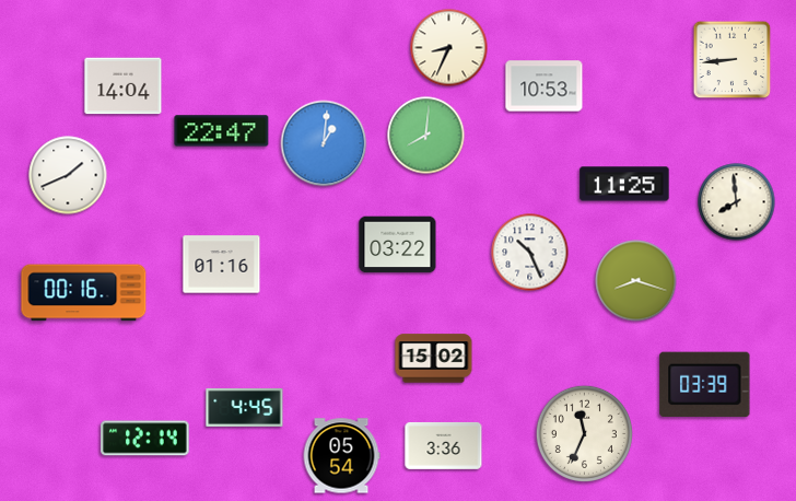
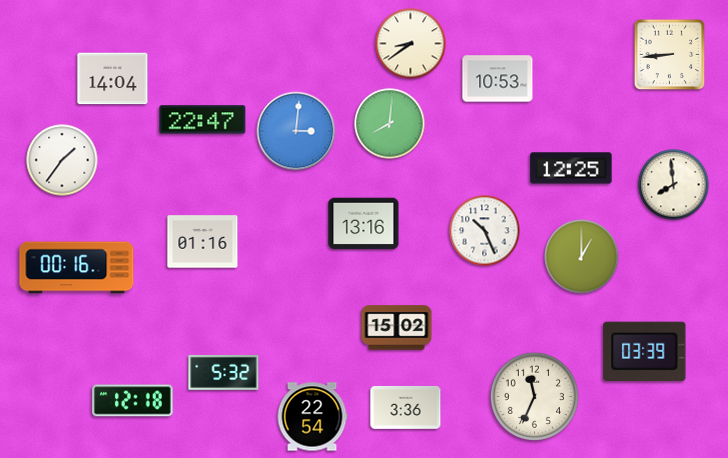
clock at (449, 48): 8:34 -> 8:39
clock at (324, 143): 1:01 -> 3:01
clock at (68, 175): 1:41 -> 1:36
clock at (624, 184): 11:25 -> 12:25
clock at (398, 245): 03:22 -> 13:16
clock at (636, 281): 8:18 -> 1:00
clock at (245, 407): 4:45 -> 5:32
clock at (145, 439): 12:14 -> 12:18
clock at (341, 456): 05:54 -> 22:54
